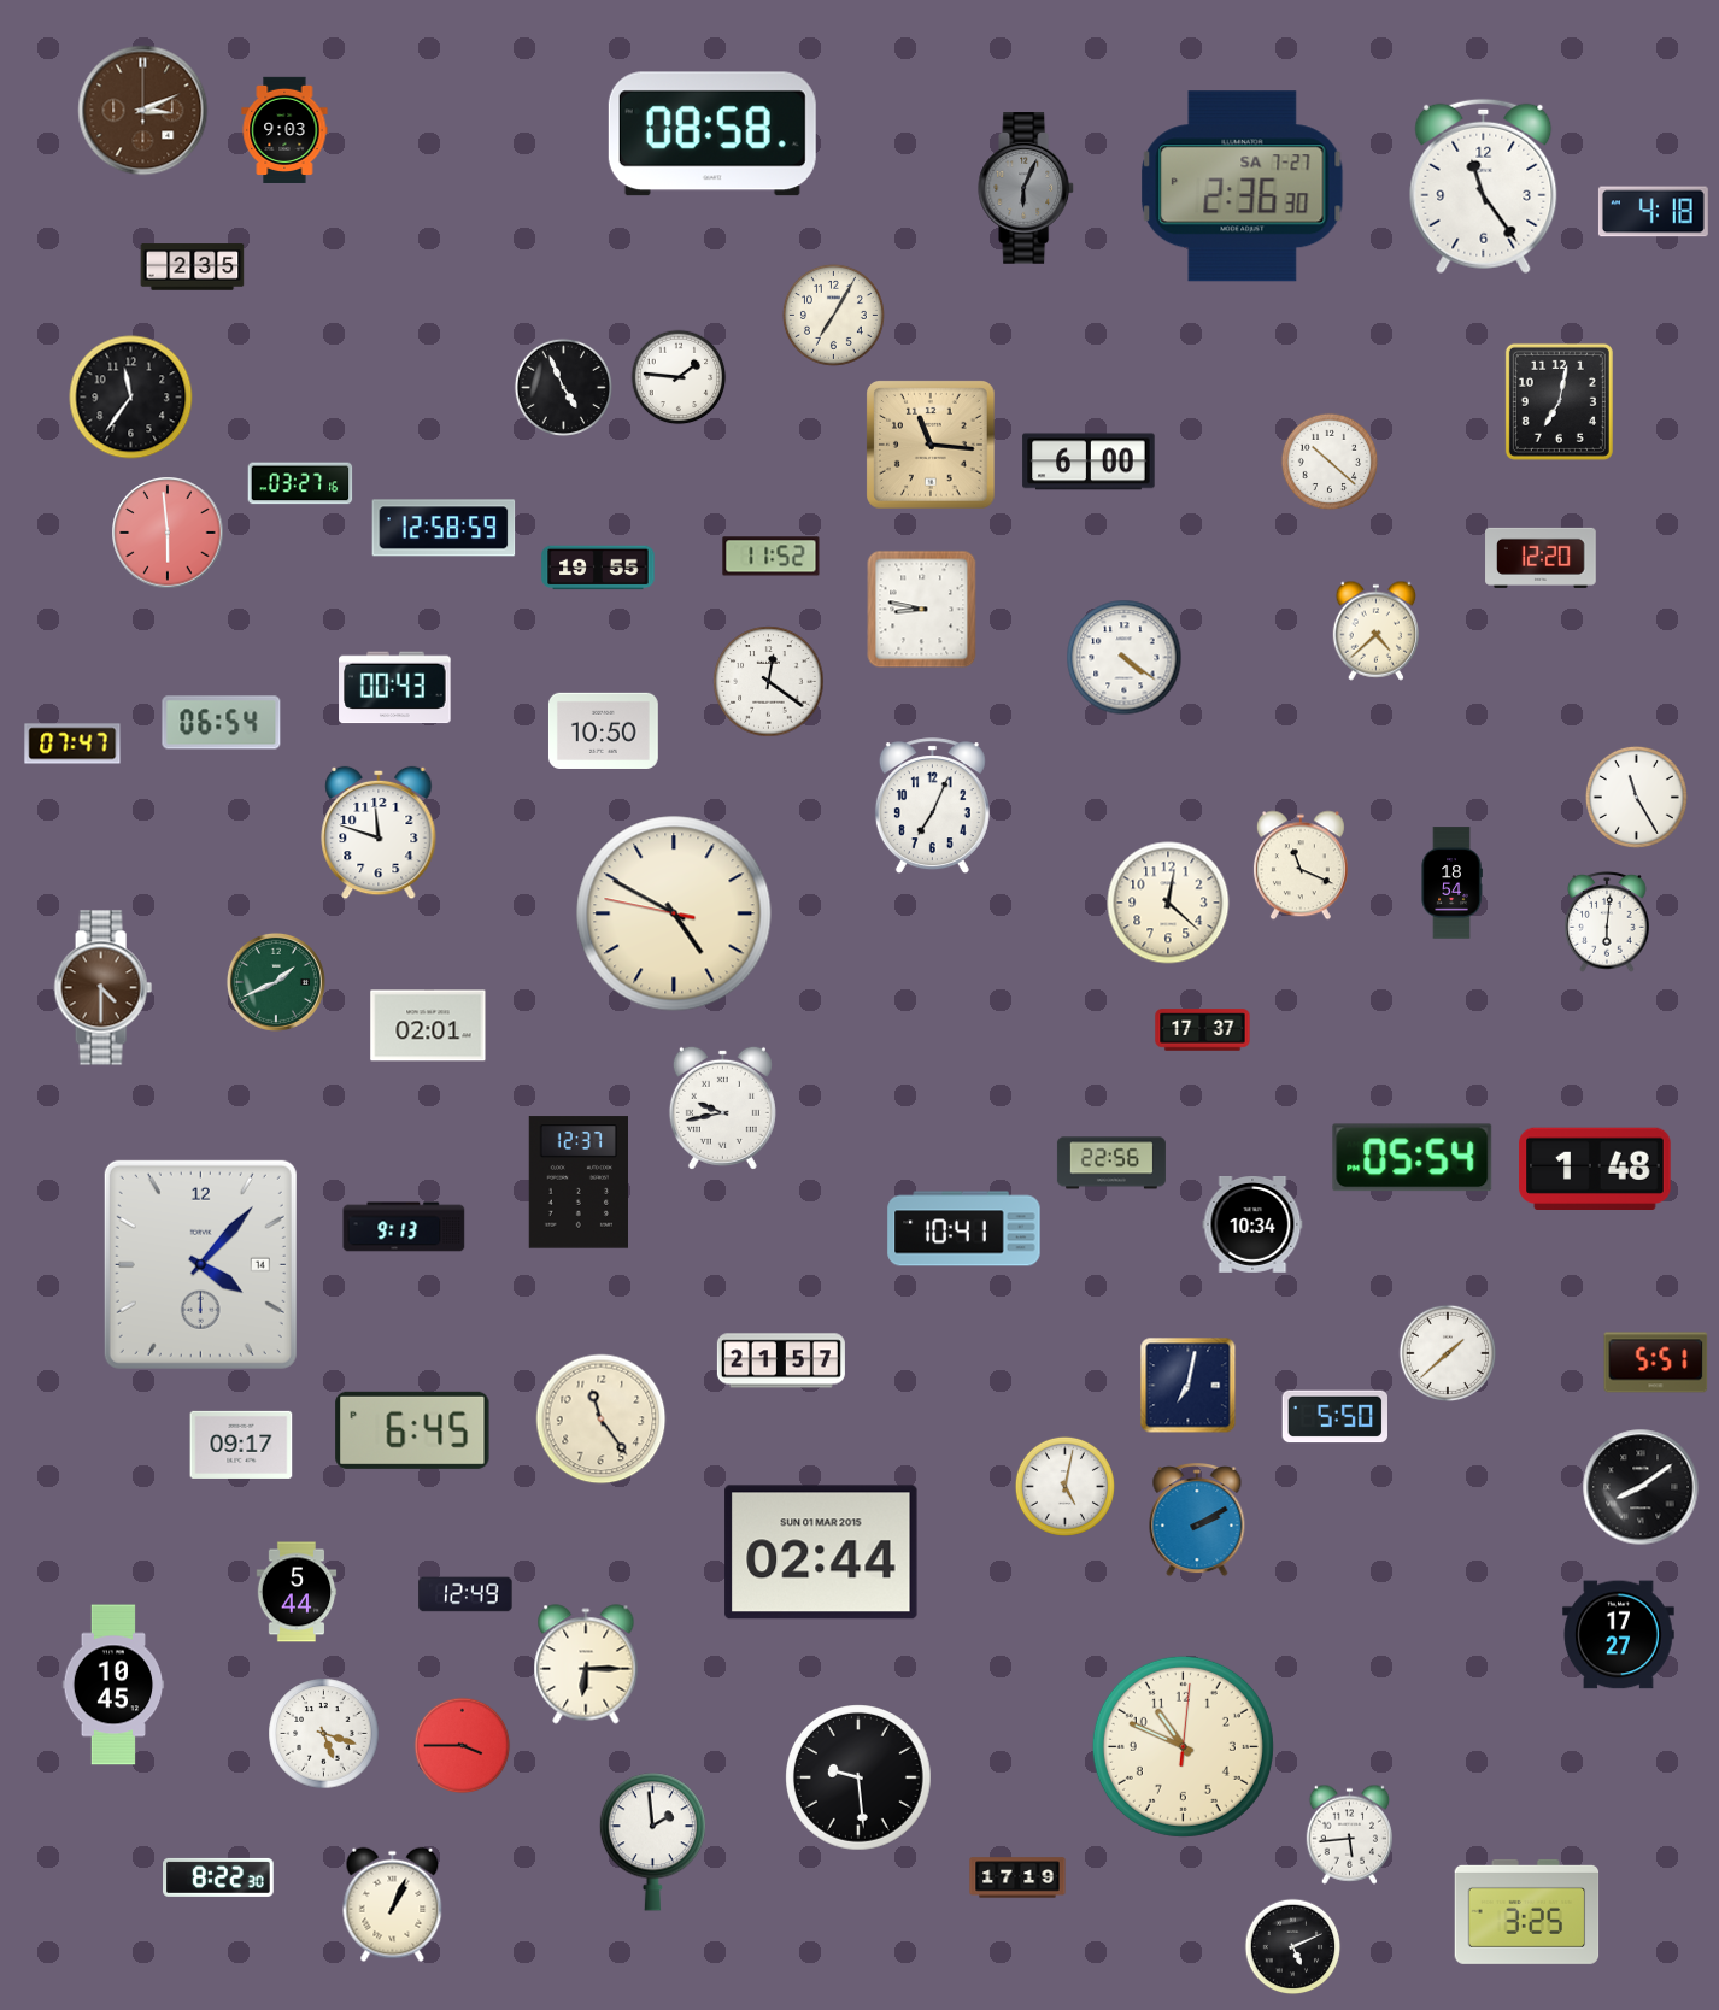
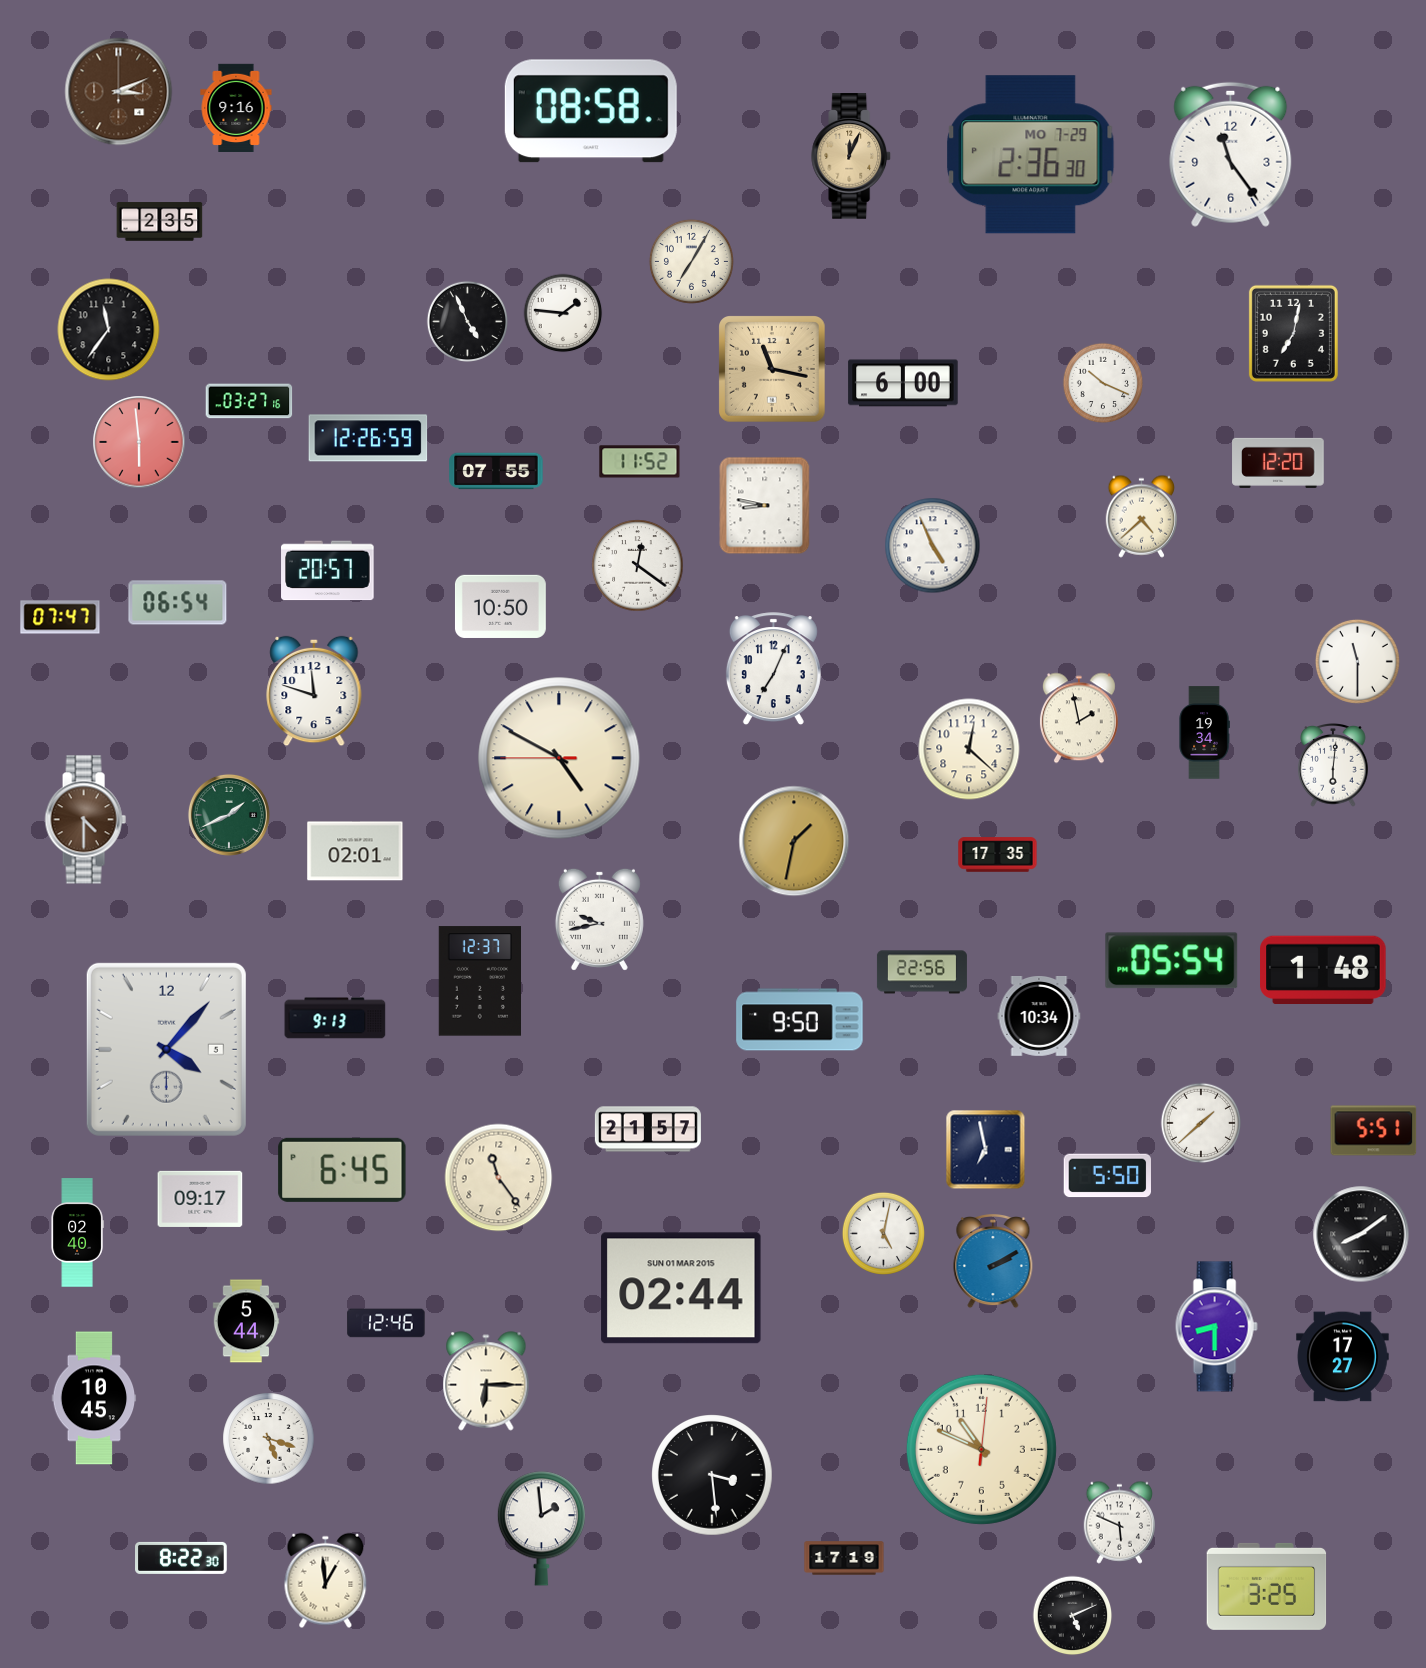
clock at (284, 129): 9:03 -> 9:16
clock at (1243, 187) date: SA 7-27 -> MO 7-29
clock at (1027, 188): 6:04 -> 12:04
clock at (1027, 188) dial: grey -> champagne
clock at (1653, 212): 4:18 -> none
clock at (932, 446): 11:16 -> 11:17
clock at (1330, 462): 10:22 -> 10:19
clock at (444, 528): 12:58 -> 12:26
clock at (598, 568): 19:55 -> 07:55
clock at (1375, 630) position: (1375, 630) -> (1141, 516)
clock at (1125, 658): 4:21 -> 4:56
clock at (395, 688): 00:43 -> 20:57
clock at (222, 723) position: (222, 723) -> (178, 603)
clock at (1636, 797): 11:25 -> 11:30
clock at (1301, 865): 11:19 -> 1:58
clock at (1451, 883): 18:54 -> 19:34
clock at (674, 913): 4:49:47 -> 4:49:45
clock at (794, 841): none -> 1:32
clock at (1203, 1030): 17:37 -> 17:35
clock at (1111, 1163) position: (1111, 1163) -> (922, 972)
clock at (964, 1229): 10:41 -> 9:50
clock at (200, 1264) date: 14 -> 5
clock at (1189, 1386): 7:02 -> 6:58
clock at (412, 1430) position: (412, 1430) -> (342, 1170)
clock at (77, 1233): none -> 02:40
clock at (465, 1594): 12:49 -> 12:46
clock at (1216, 1327): none -> 8:30
clock at (463, 1746): 3:45 -> none
clock at (859, 1779): 9:29 -> 3:29
clock at (1349, 1834): 5:44 -> 5:49
clock at (393, 1905): 1:04 -> 12:59
